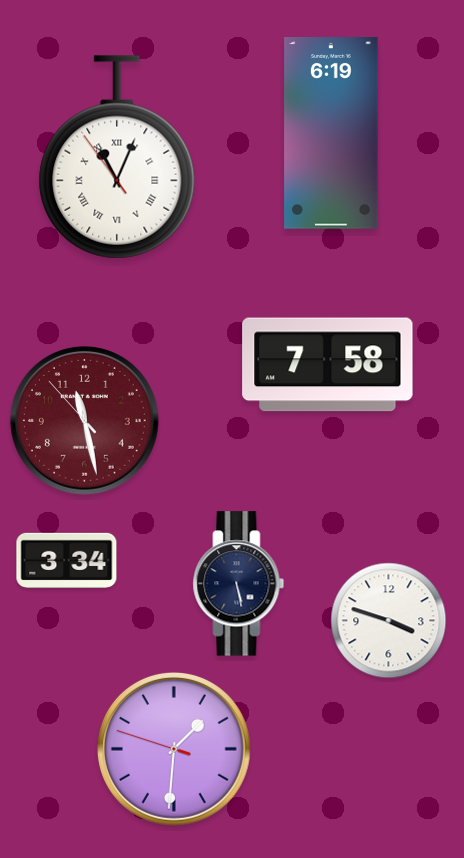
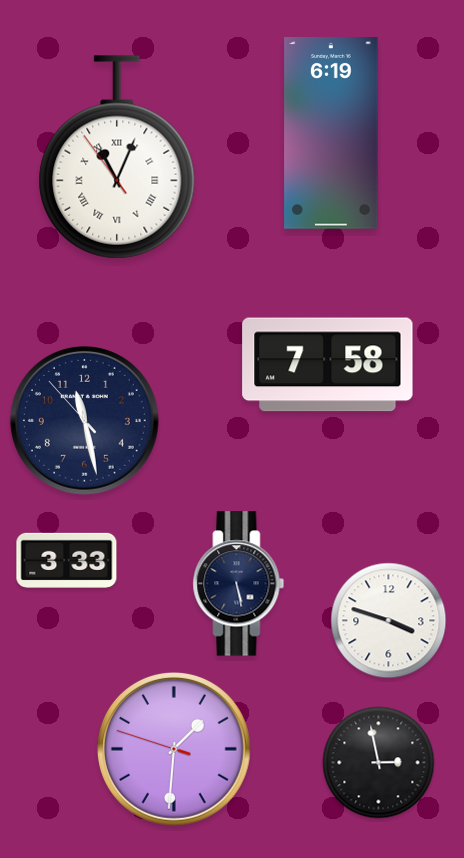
clock at (84, 420) dial: burgundy -> navy
clock at (67, 560): 3:34 -> 3:33
clock at (379, 763): none -> 2:58
